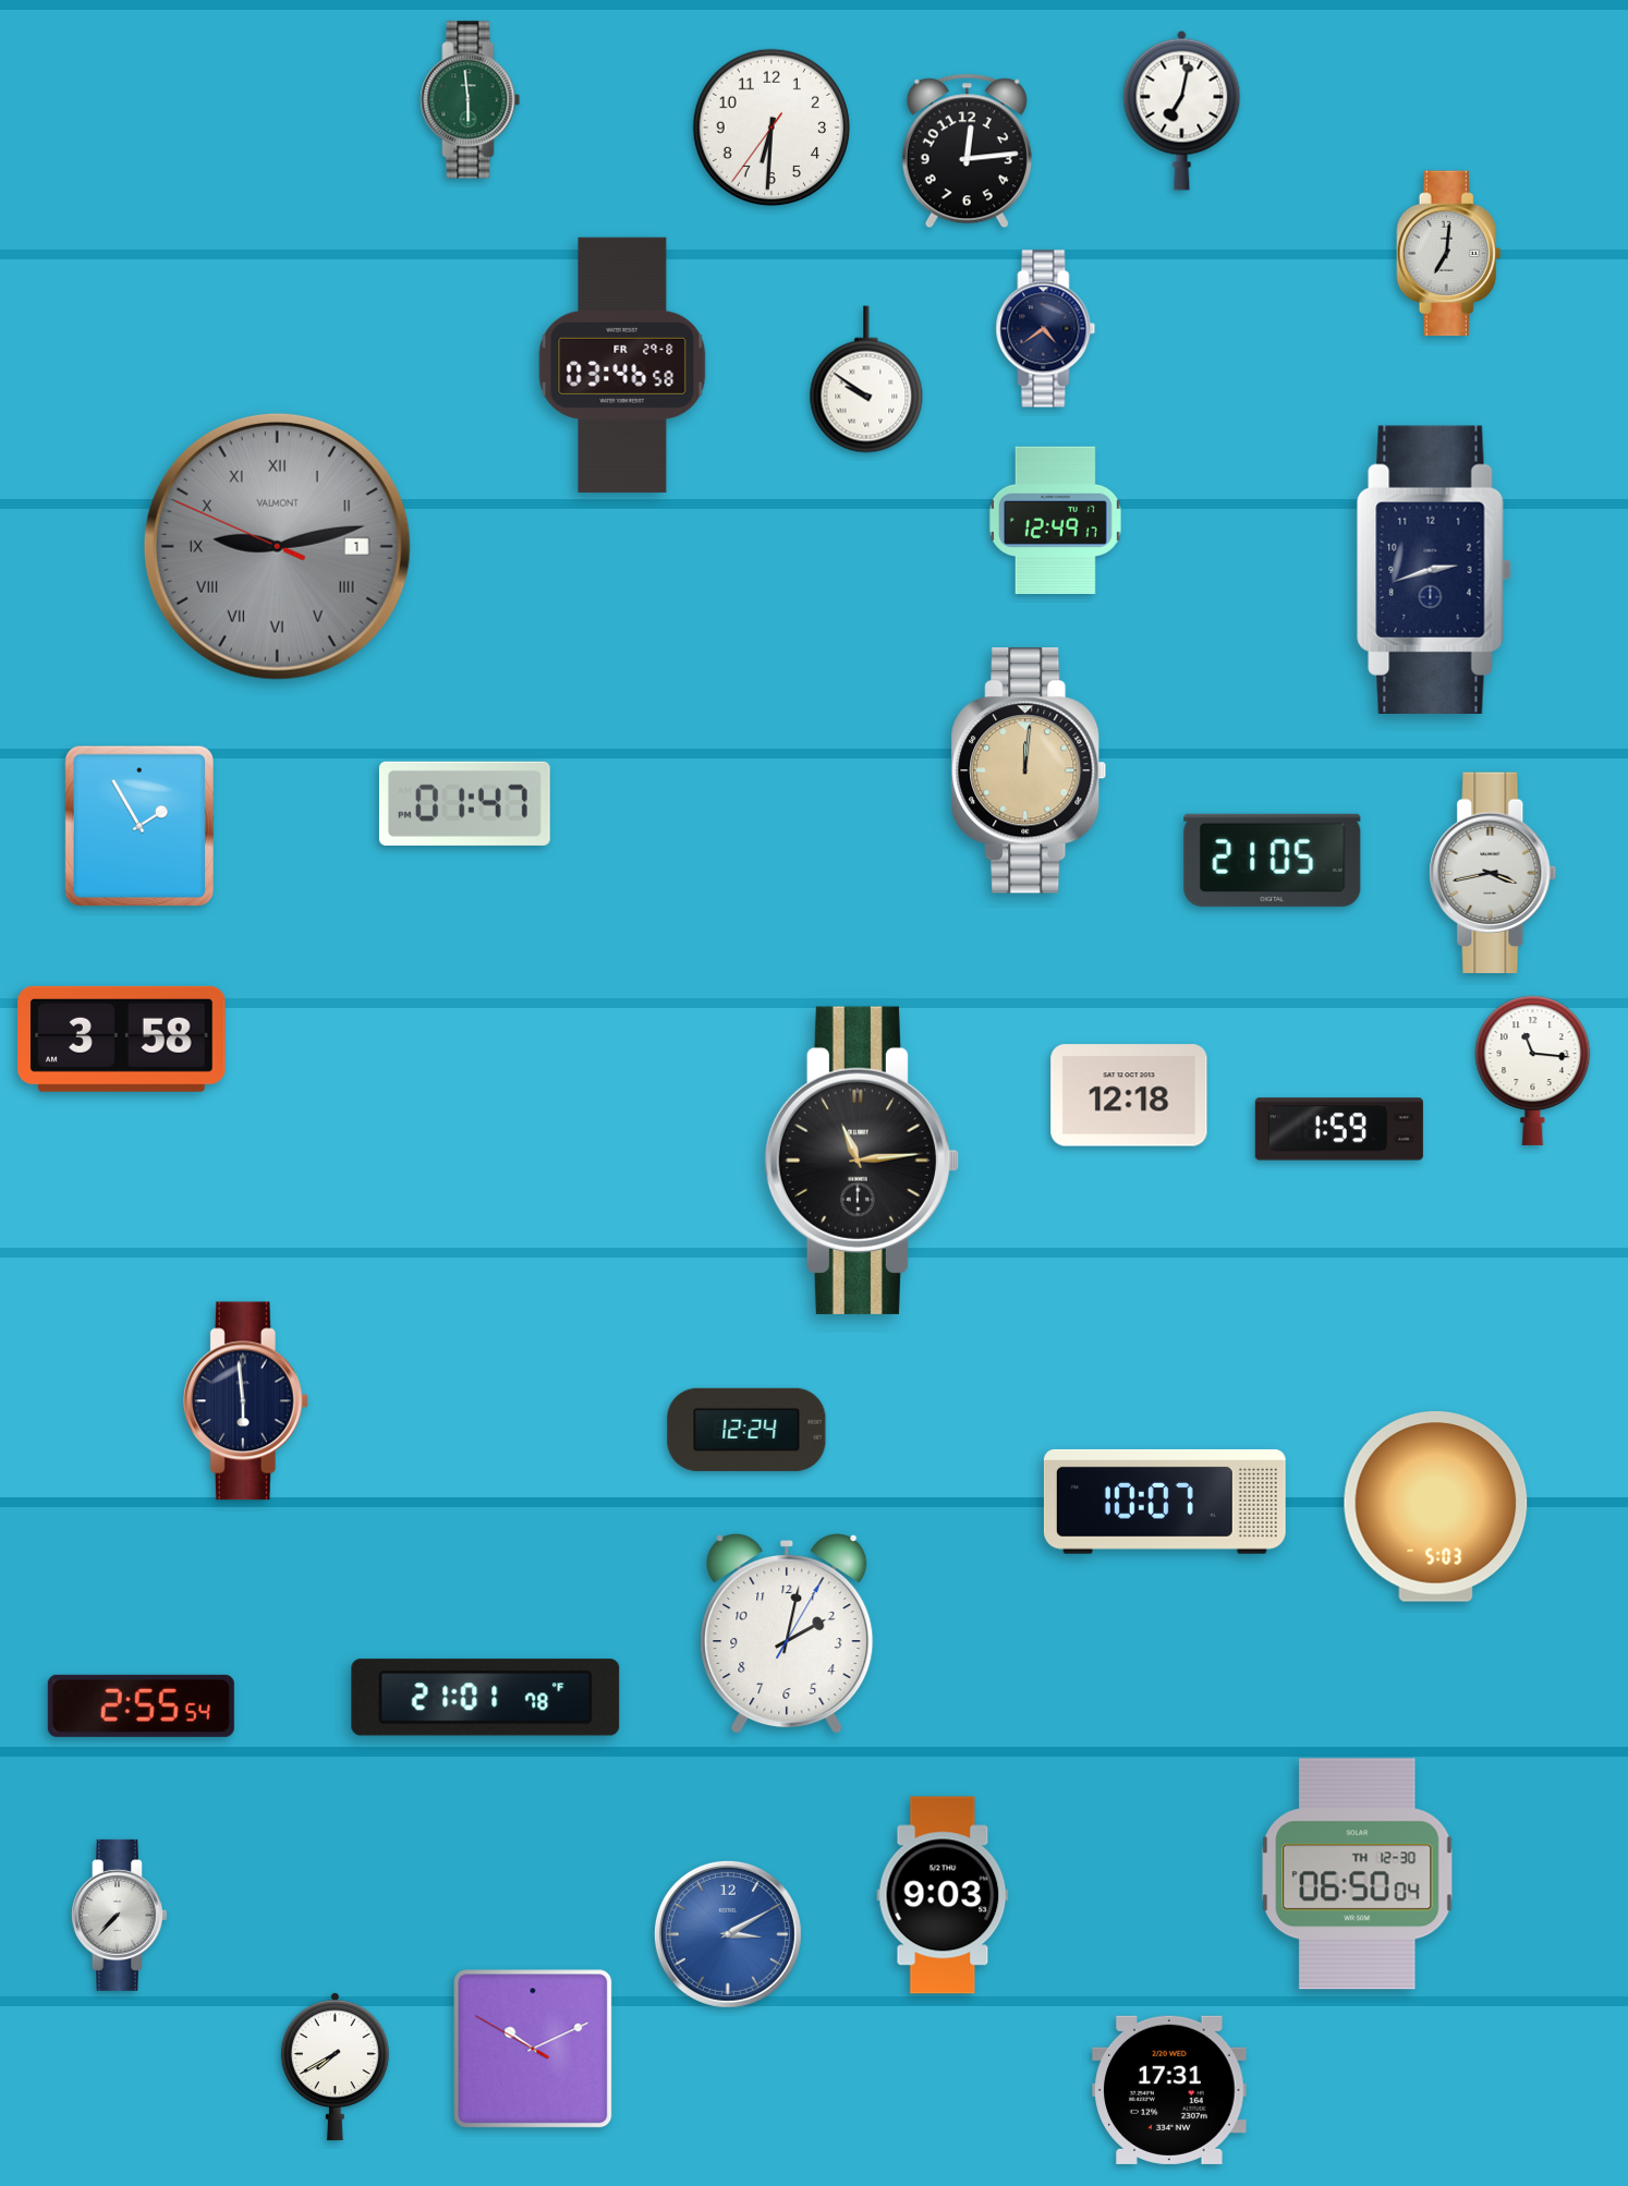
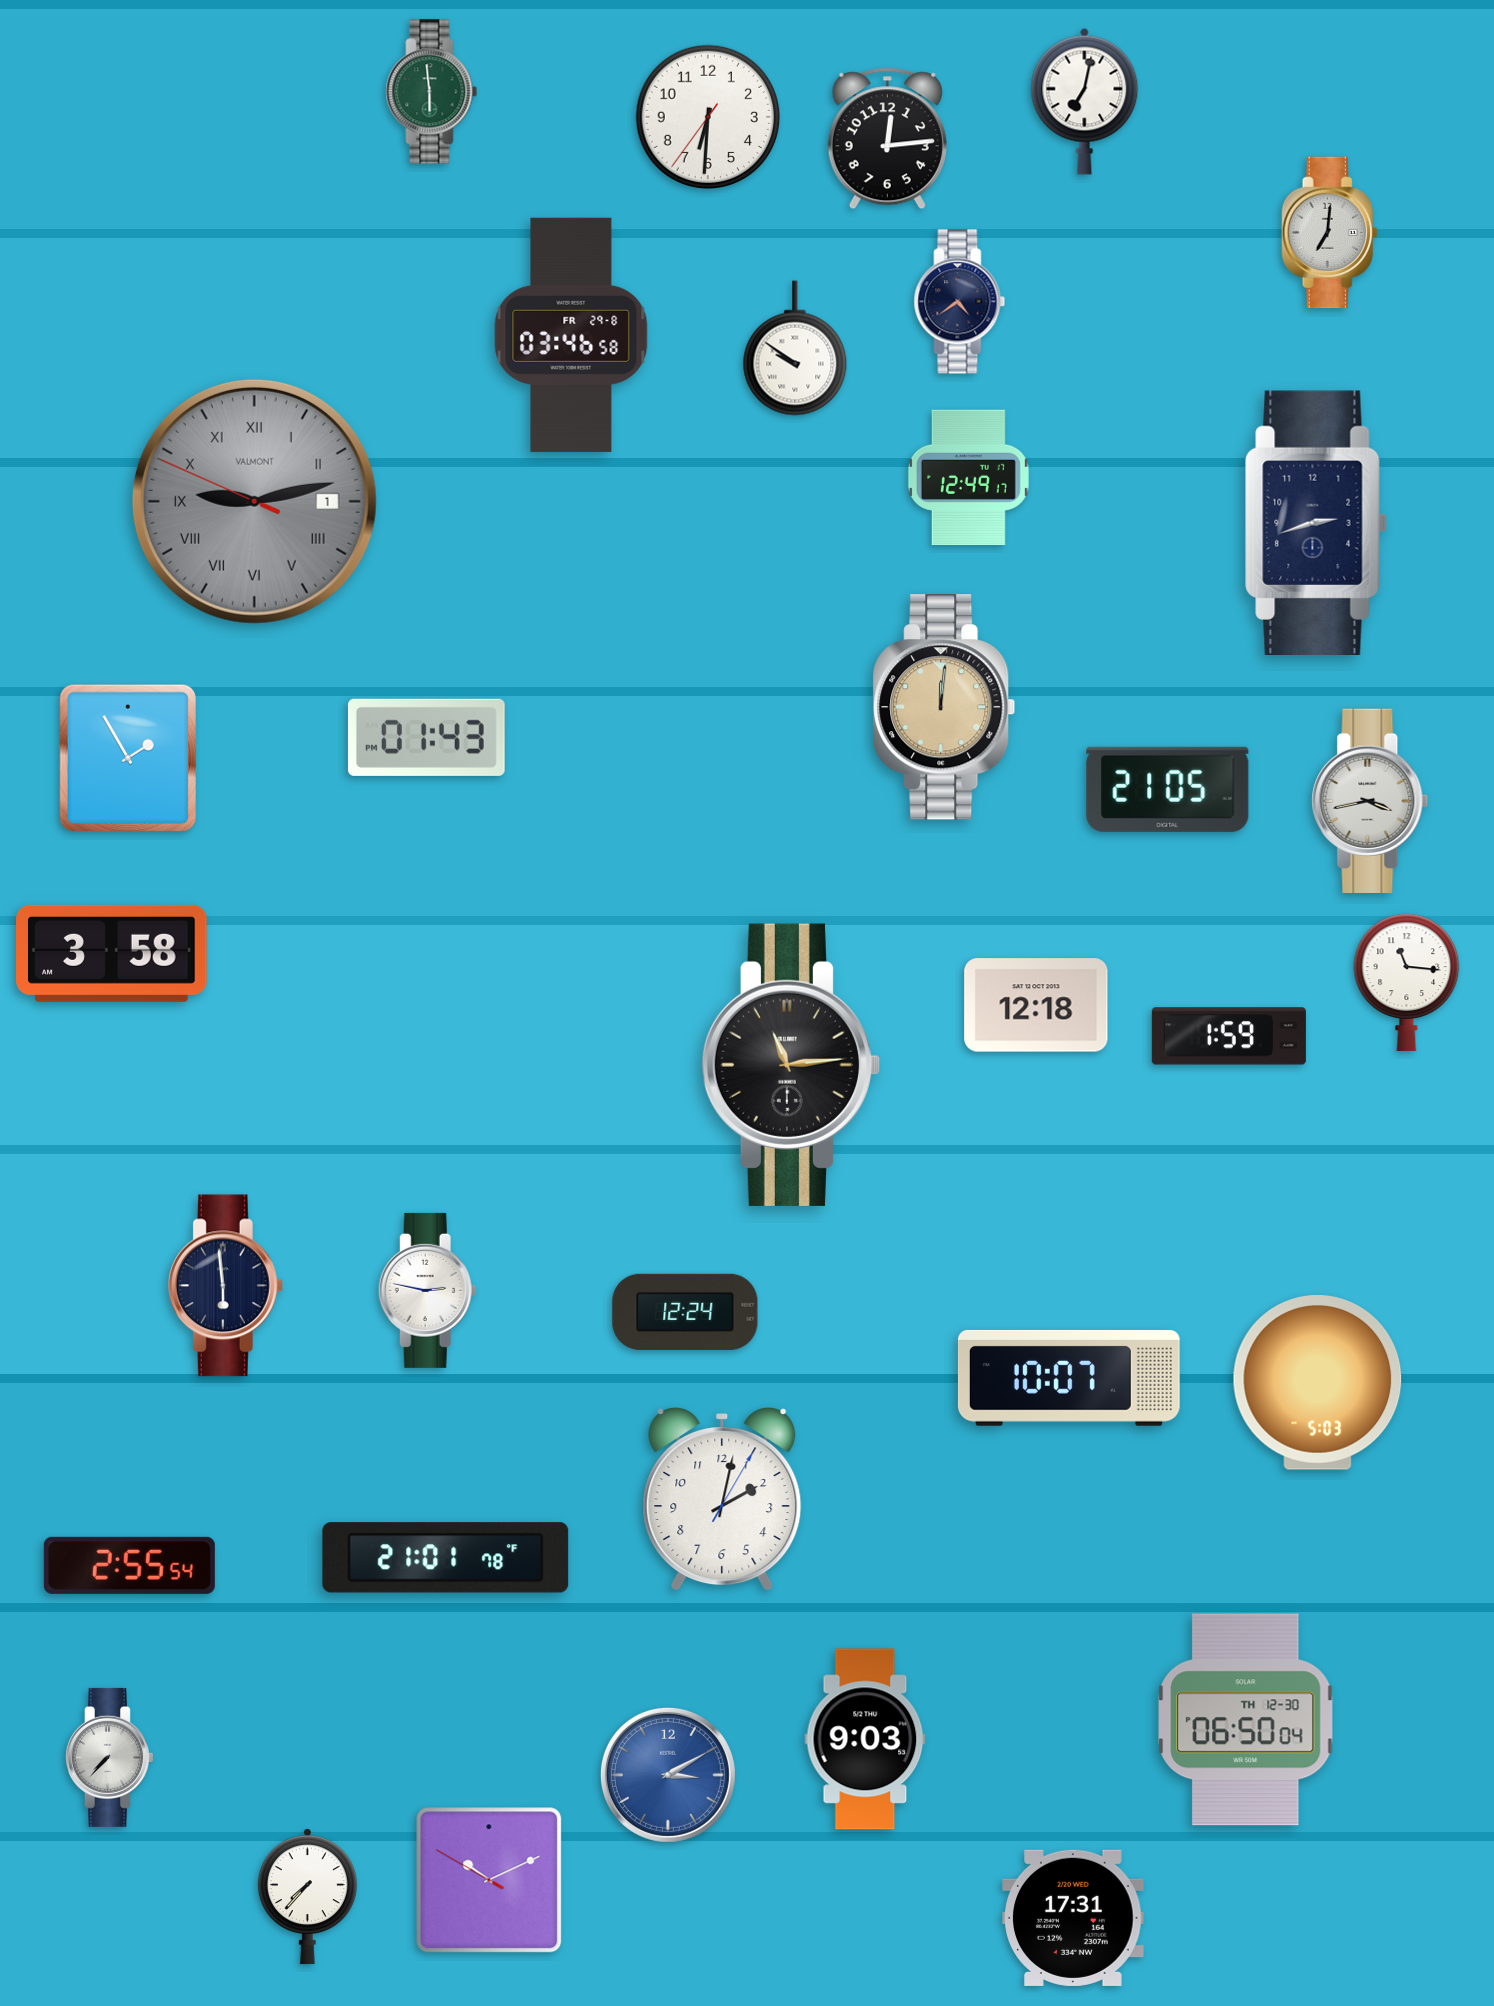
clock at (464, 803): 01:47 -> 01:43
clock at (427, 1290): none -> 2:47
clock at (335, 2067): 7:40 -> 7:37
